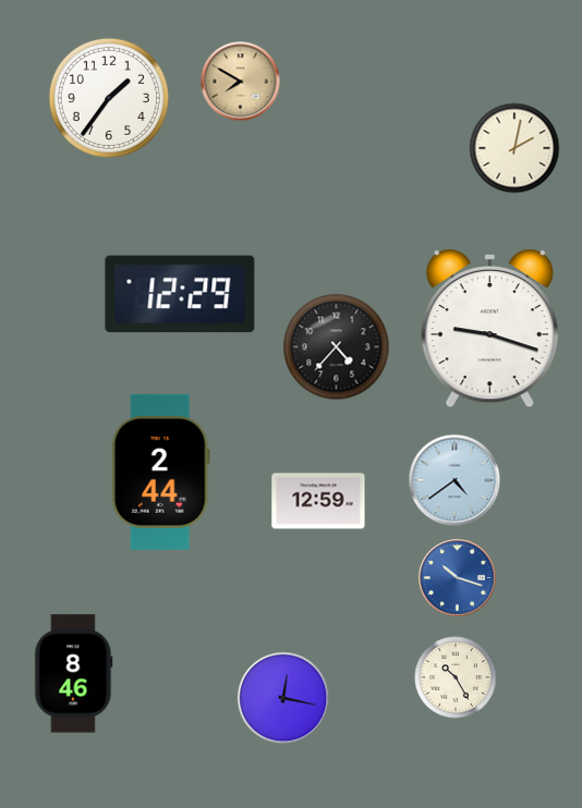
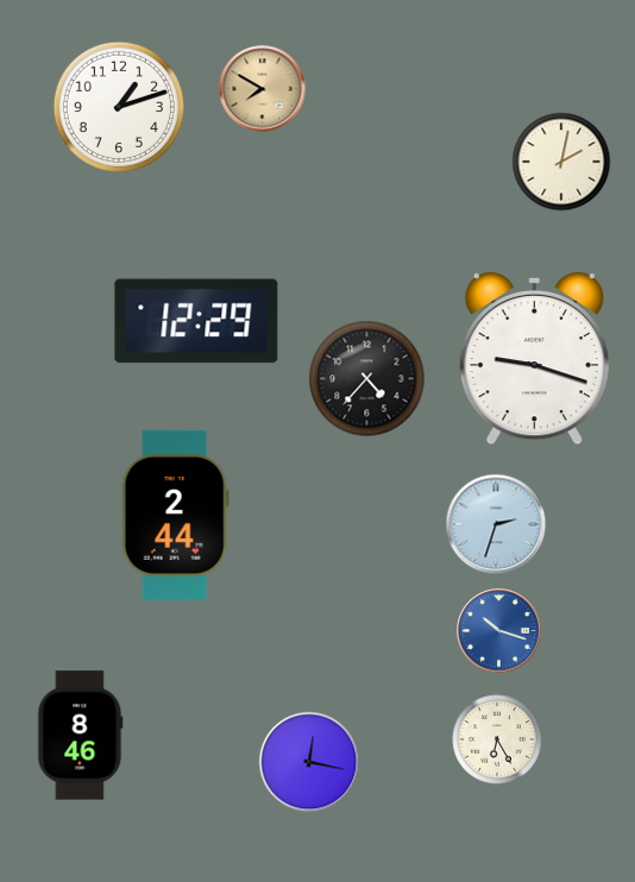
clock at (109, 98): 1:36 -> 1:12
clock at (454, 480): 4:39 -> 2:33
clock at (318, 501): 12:59 -> none
clock at (456, 677): 10:25 -> 6:25
